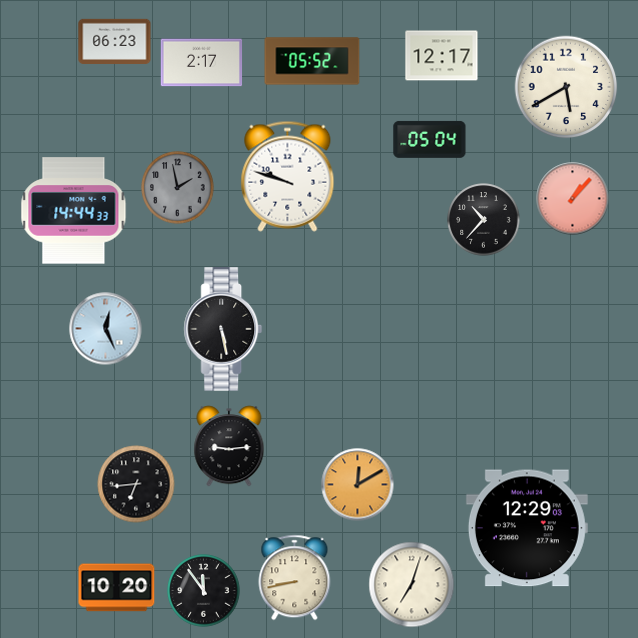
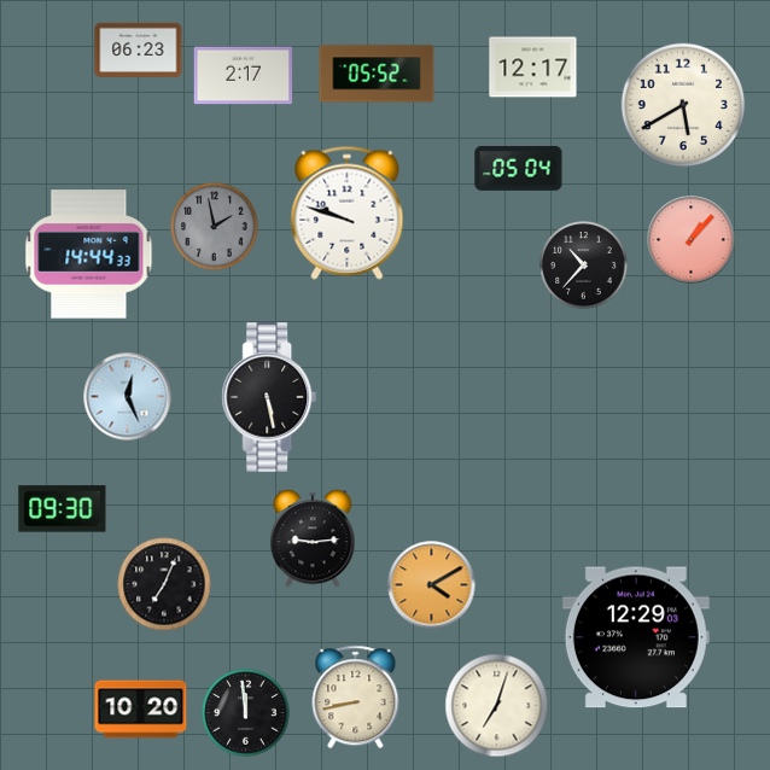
clock at (63, 509): none -> 09:30
clock at (229, 446) position: (229, 446) -> (313, 538)
clock at (136, 484): 6:44 -> 7:04
clock at (358, 485): 12:10 -> 4:10
clock at (204, 591): 11:54 -> 11:59
